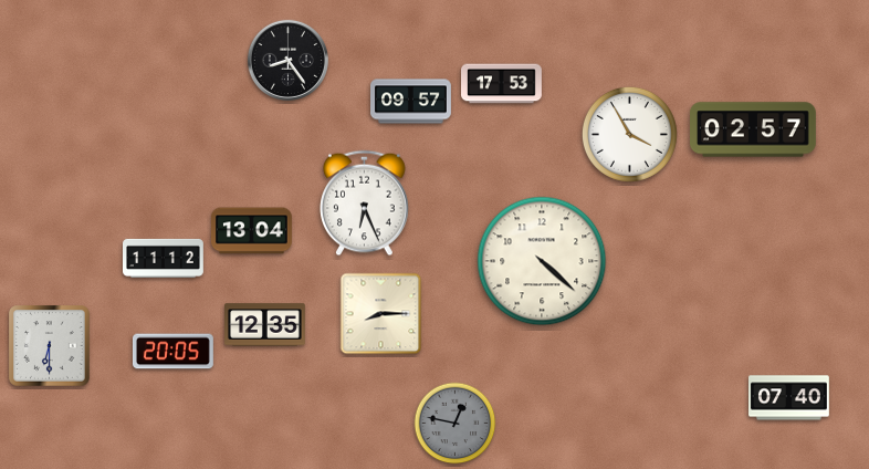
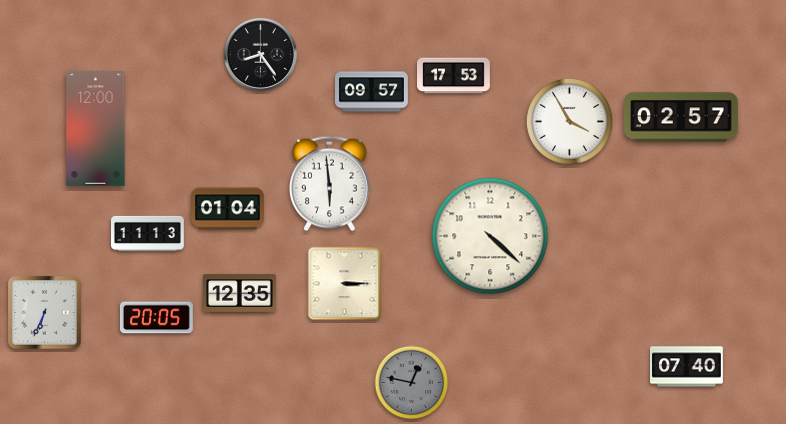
clock at (96, 129): none -> 12:00
clock at (365, 204): 6:26 -> 5:59
clock at (252, 231): 13:04 -> 01:04
clock at (164, 258): 11:12 -> 11:13
clock at (381, 314): 8:15 -> 3:15
clock at (50, 346): 6:30 -> 6:34
clock at (789, 398) position: (789, 398) -> (687, 367)
